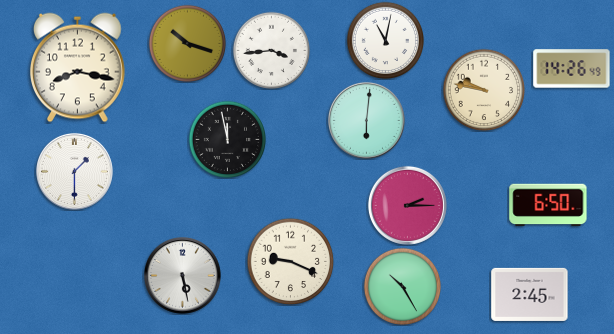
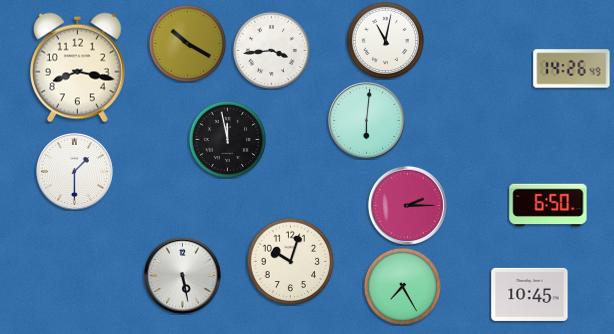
clock at (187, 43): 10:18 -> 10:20
clock at (484, 90): 9:47 -> none
clock at (290, 261): 9:19 -> 10:03
clock at (402, 286): 10:25 -> 7:25
clock at (530, 294): 2:45 -> 10:45
